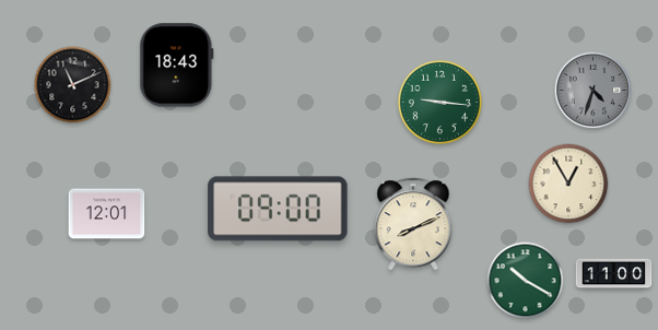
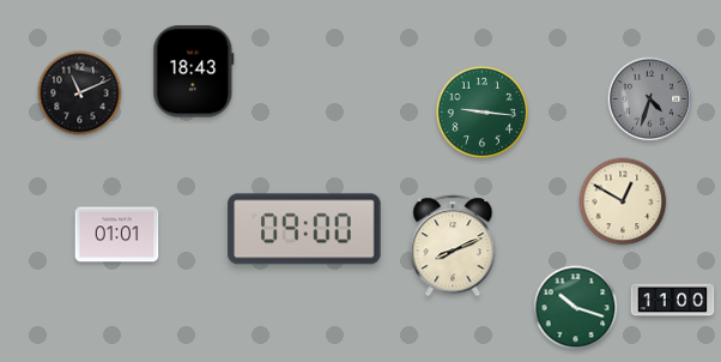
clock at (568, 184): 12:55 -> 12:50
clock at (107, 214): 12:01 -> 01:01
clock at (526, 281): 10:20 -> 10:18
